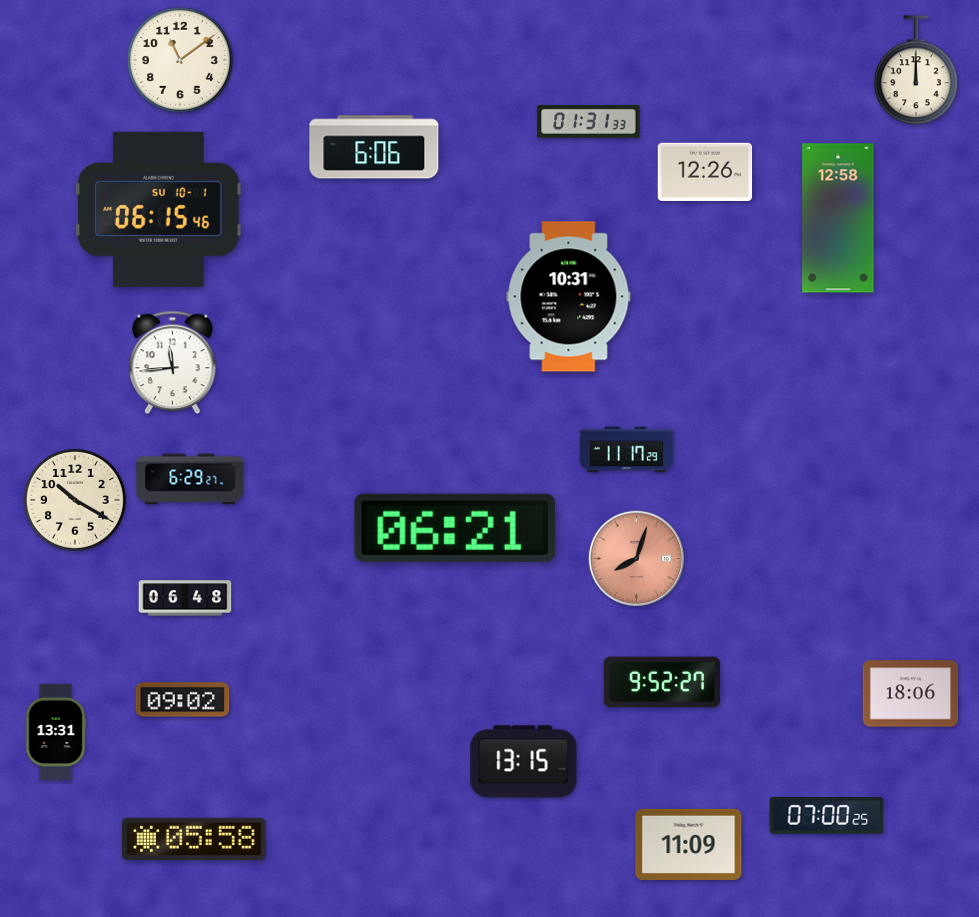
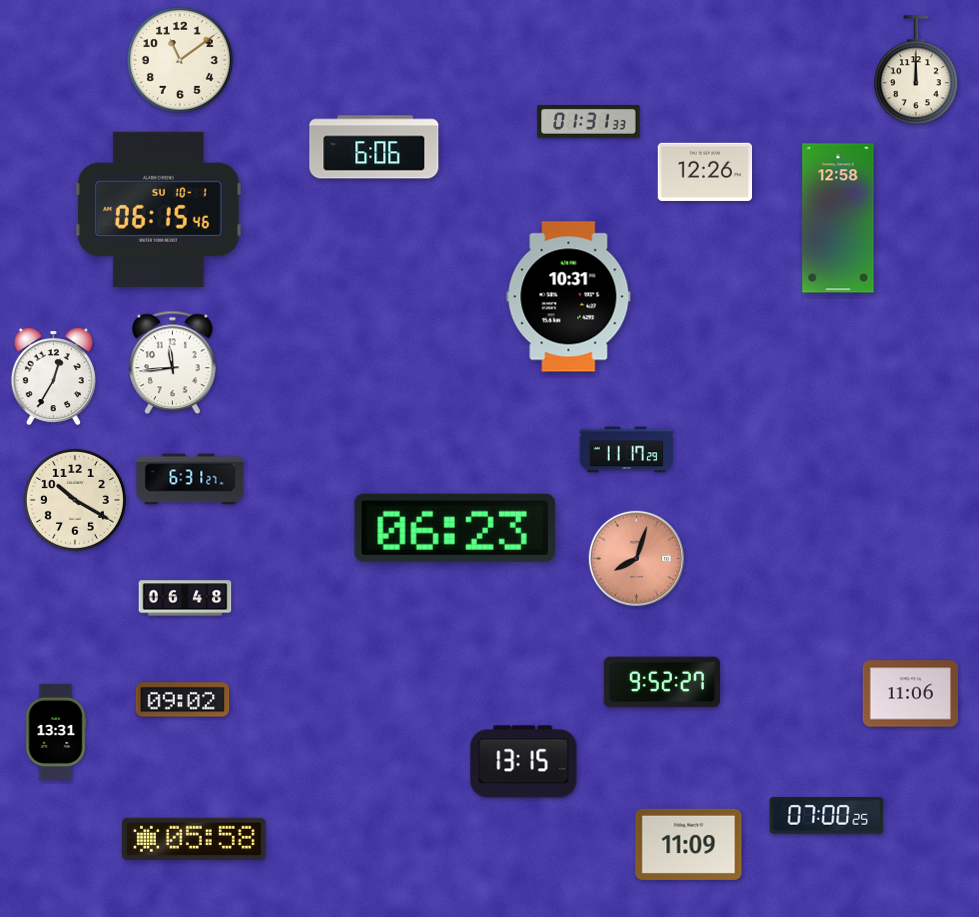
clock at (53, 377): none -> 12:35
clock at (190, 479): 6:29 -> 6:31
clock at (455, 528): 06:21 -> 06:23
clock at (910, 694): 18:06 -> 11:06
